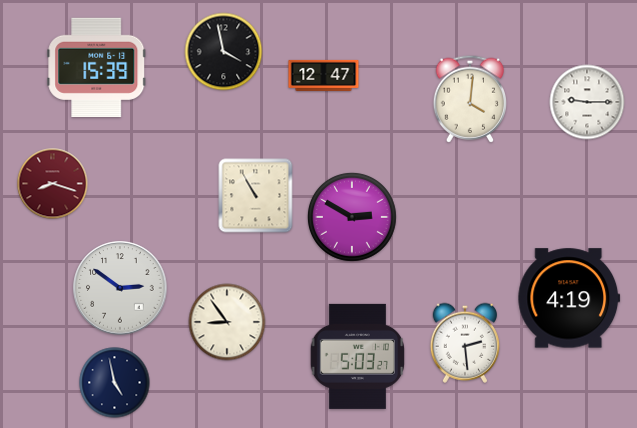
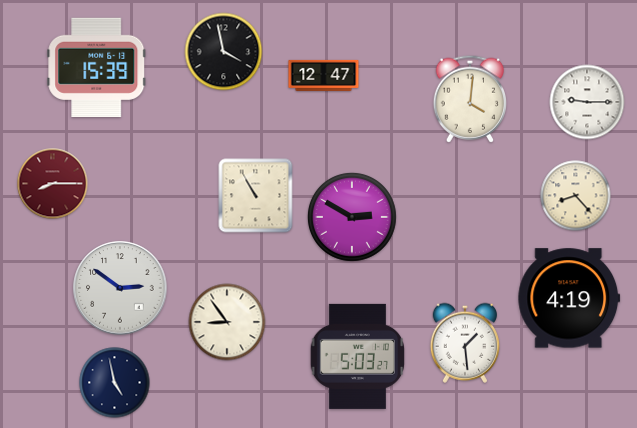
clock at (53, 184): 8:18 -> 8:15
clock at (576, 196): none -> 8:23
clock at (464, 343): 2:29 -> 1:29
